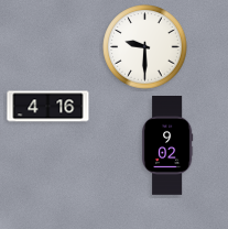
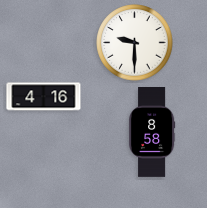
clock at (145, 47) position: (145, 47) -> (135, 43)
clock at (167, 146): 9:02 -> 8:58
